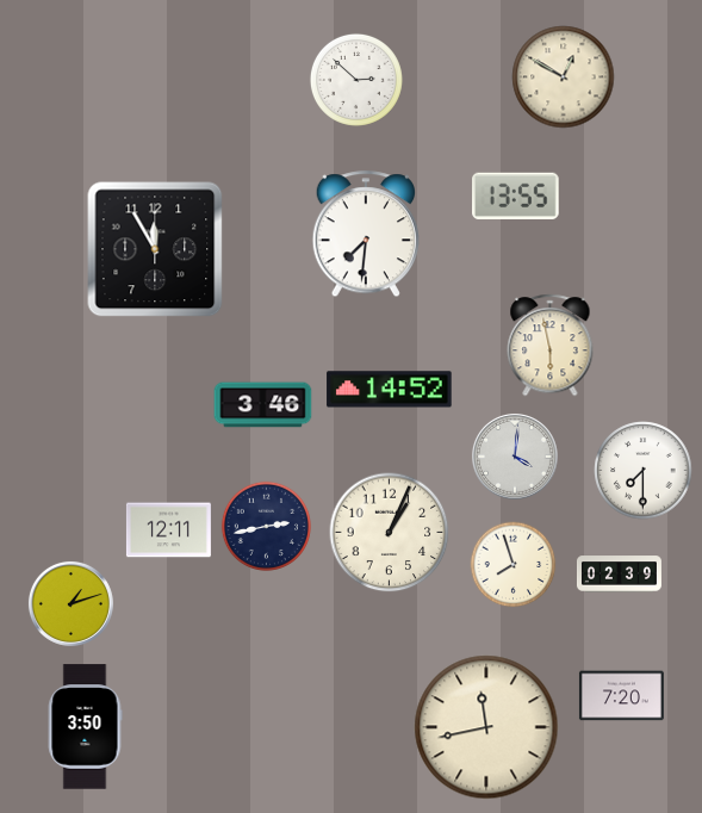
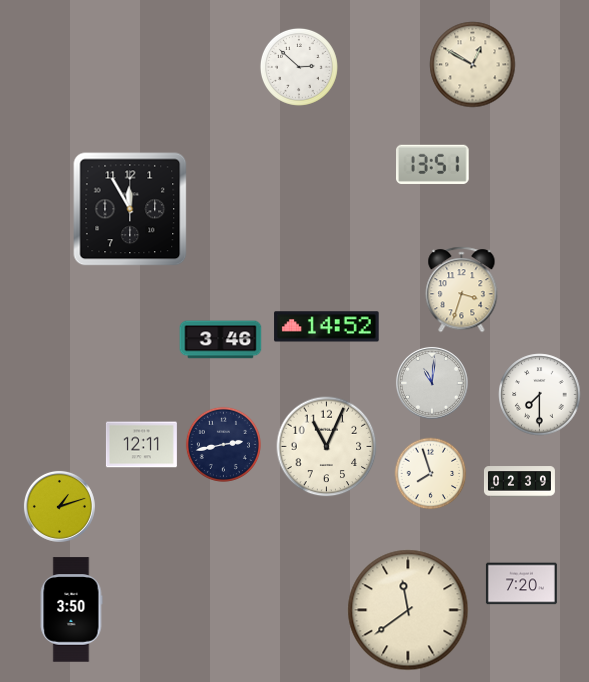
clock at (516, 196): 13:55 -> 13:51
clock at (365, 235): 7:31 -> none
clock at (551, 346): 5:58 -> 3:33
clock at (515, 457): 4:01 -> 11:01
clock at (266, 526) position: (266, 526) -> (223, 444)
clock at (390, 533): 1:04 -> 11:04
clock at (486, 727): 11:43 -> 11:39
